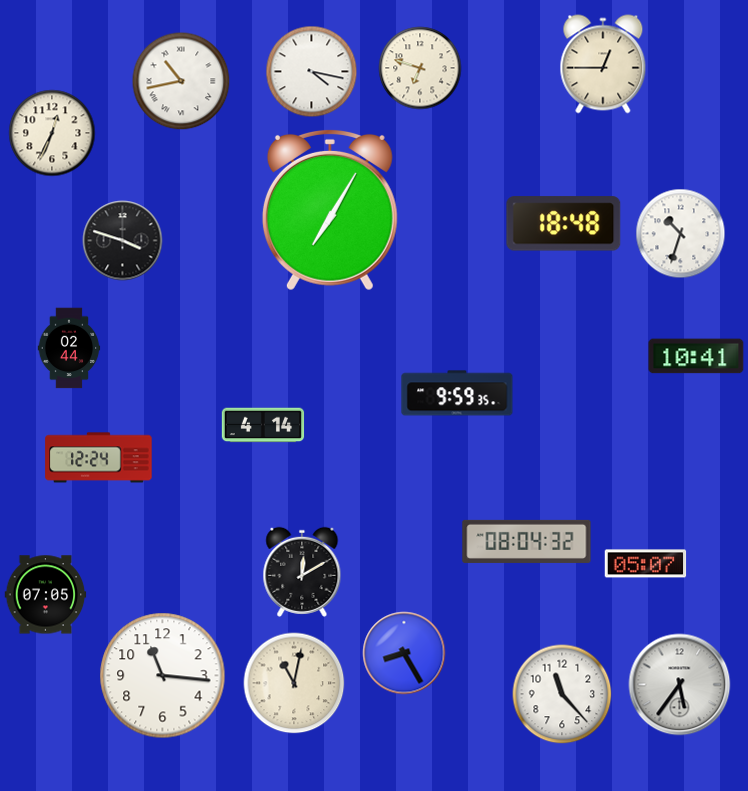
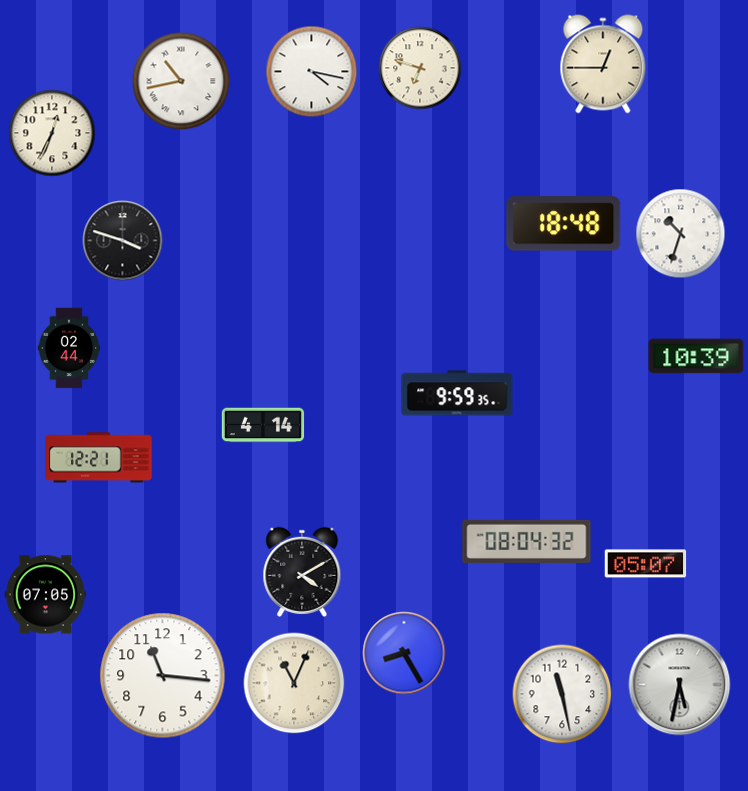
clock at (330, 210): 7:05 -> none
clock at (696, 356): 10:41 -> 10:39
clock at (99, 458): 12:24 -> 12:21
clock at (302, 572): 12:10 -> 4:10
clock at (294, 683): 11:02 -> 11:04
clock at (680, 685): 5:36 -> 5:32
clock at (562, 694): 11:23 -> 11:28
